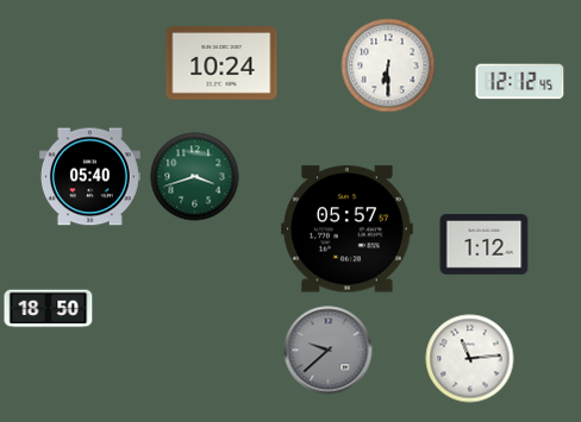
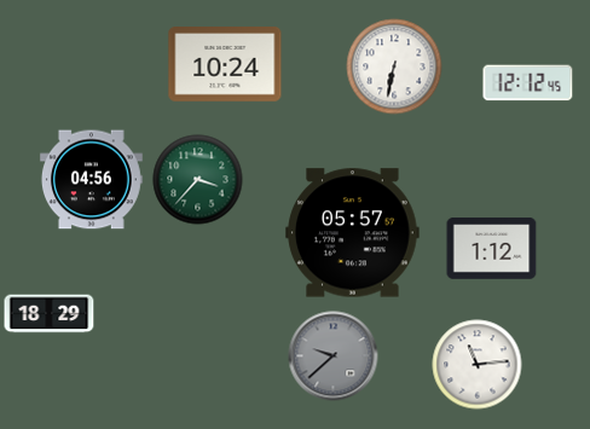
clock at (388, 65): 6:30 -> 6:32
clock at (89, 177): 05:40 -> 04:56
clock at (195, 177): 3:42 -> 3:37
clock at (49, 309): 18:50 -> 18:29
